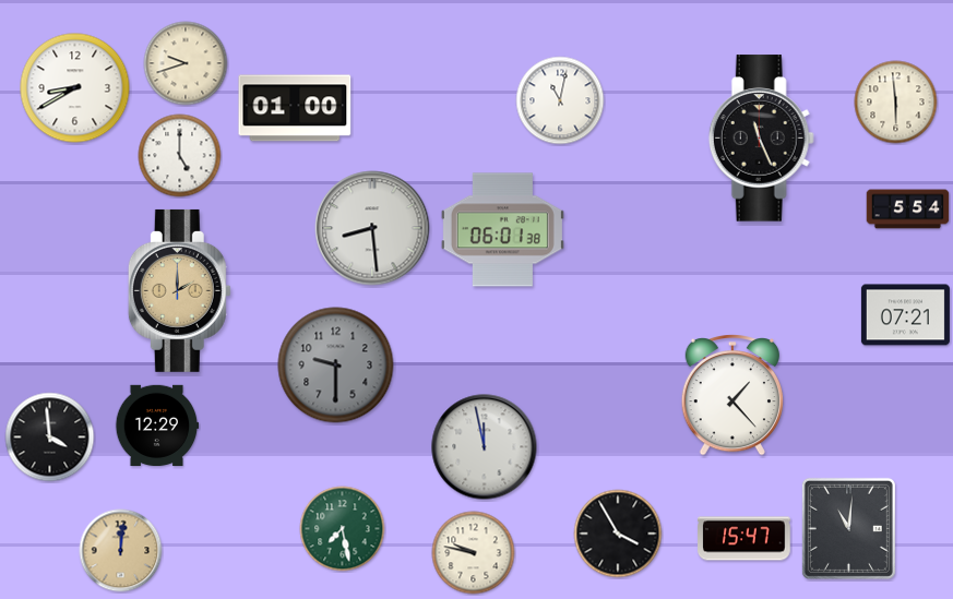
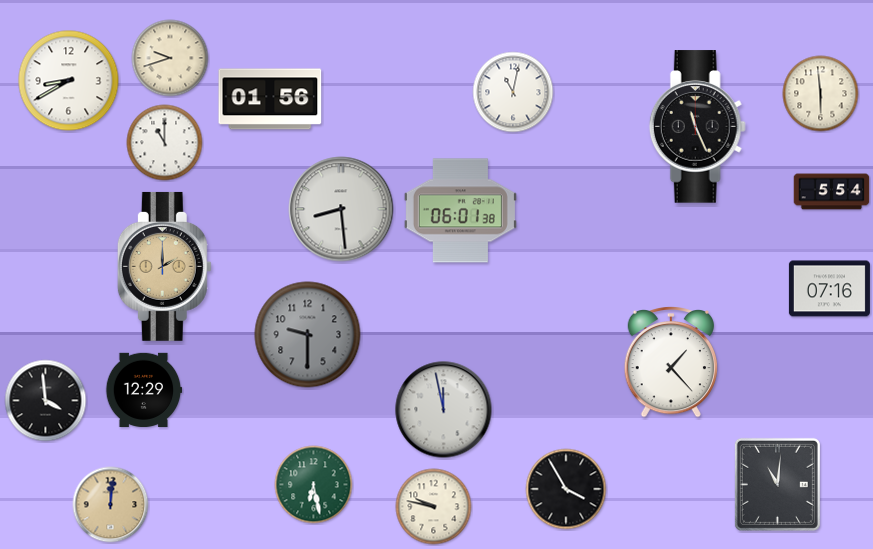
clock at (295, 108): 01:00 -> 01:56
clock at (180, 156): 5:00 -> 11:00
clock at (905, 315): 07:21 -> 07:16
clock at (343, 529): 7:28 -> 6:28
clock at (744, 539): 15:47 -> none
